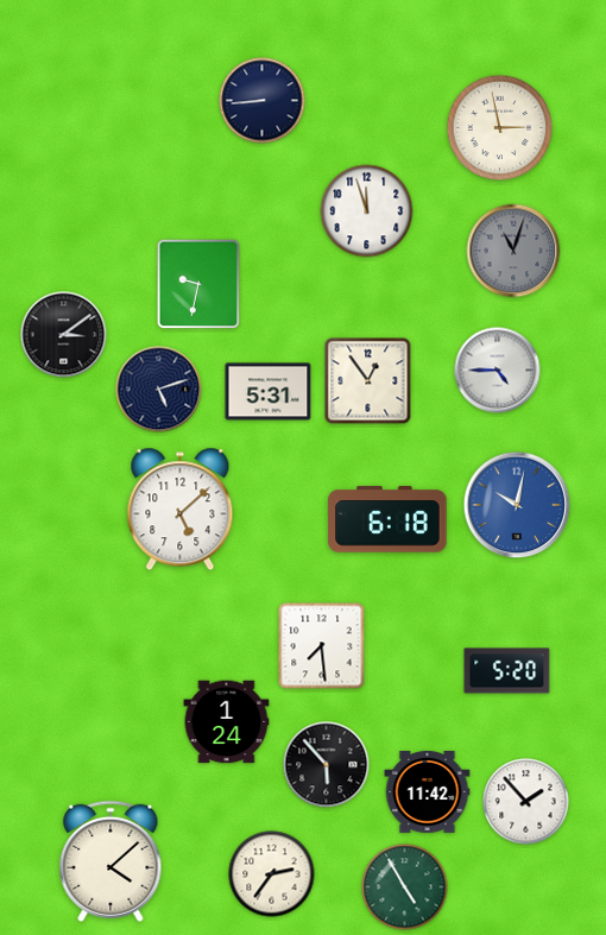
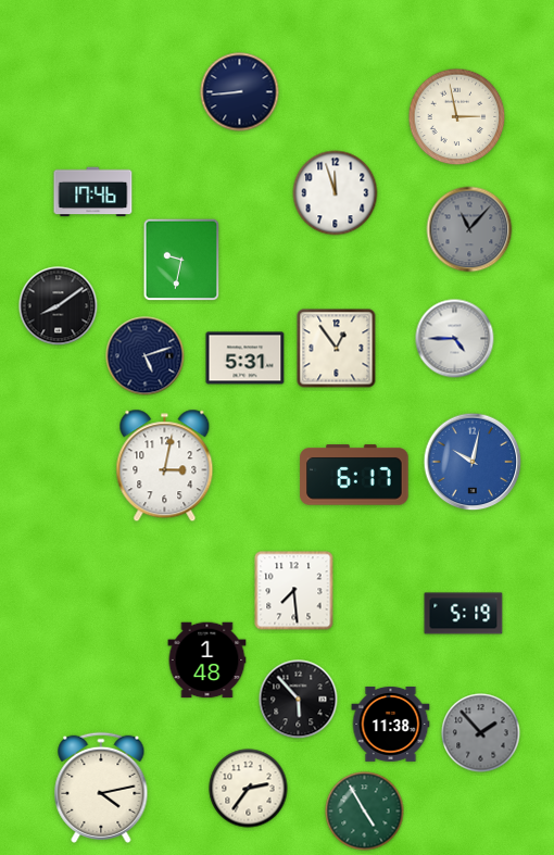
clock at (93, 192): none -> 17:46
clock at (513, 251): 11:03 -> 11:07
clock at (64, 335): 3:09 -> 8:09
clock at (181, 510): 5:08 -> 3:02
clock at (387, 519): 6:18 -> 6:17
clock at (507, 671): 5:20 -> 5:19
clock at (227, 722): 1:24 -> 1:48
clock at (428, 791): 11:42 -> 11:38
clock at (526, 802) dial: white -> grey
clock at (111, 861): 4:08 -> 4:13
clock at (272, 874) position: (272, 874) -> (249, 789)
clock at (405, 887) position: (405, 887) -> (365, 812)
